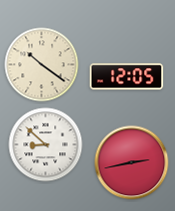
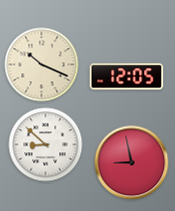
clock at (42, 65): 10:21 -> 10:19
clock at (132, 163): 2:43 -> 8:58
